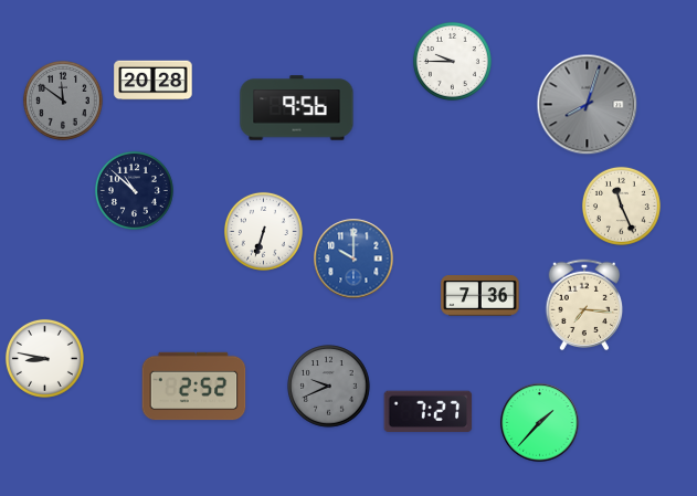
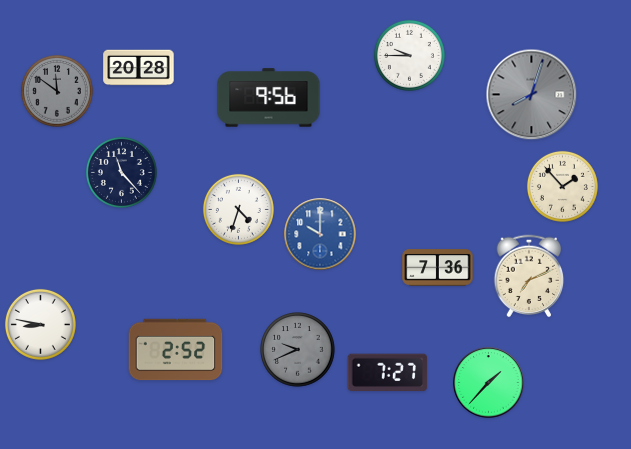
clock at (154, 81) position: (154, 81) -> (139, 68)
clock at (134, 190): 10:52 -> 11:23
clock at (621, 205): 11:26 -> 1:53
clock at (263, 231): 6:33 -> 4:33
clock at (480, 296) position: (480, 296) -> (438, 268)
clock at (584, 305): 7:16 -> 7:11
